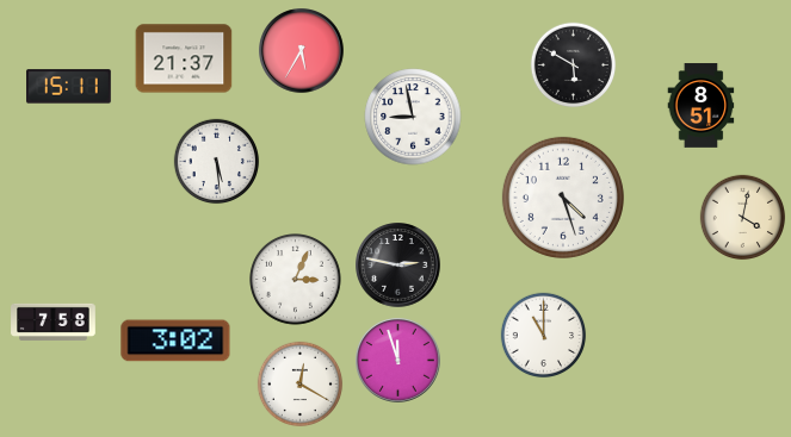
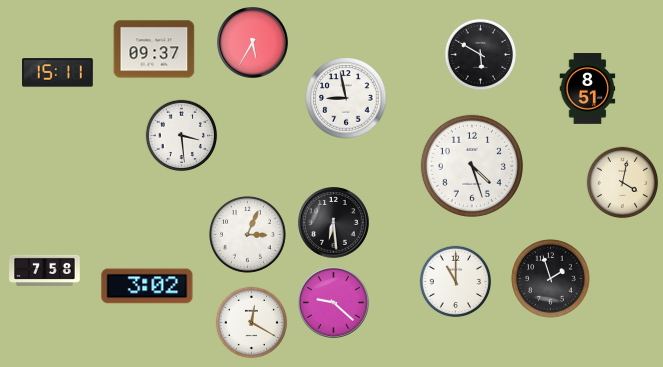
clock at (184, 58): 21:37 -> 09:37
clock at (217, 162): 5:29 -> 3:29
clock at (398, 266): 2:47 -> 6:29
clock at (551, 279): none -> 1:57
clock at (398, 361): 11:57 -> 9:22
